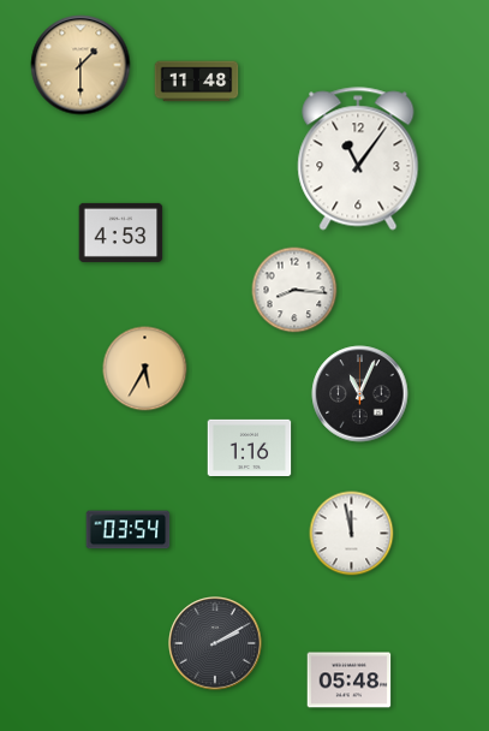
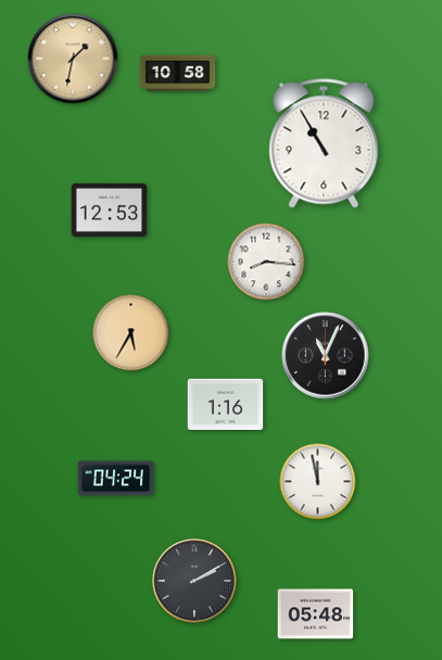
clock at (80, 65): 1:30 -> 1:32
clock at (197, 82): 11:48 -> 10:58
clock at (358, 159): 11:06 -> 10:55
clock at (121, 232): 4:53 -> 12:53
clock at (129, 530): 03:54 -> 04:24
